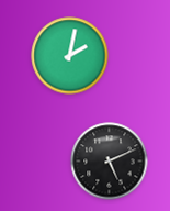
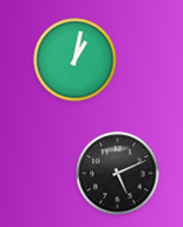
clock at (70, 56): 2:02 -> 1:02
